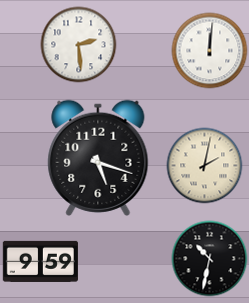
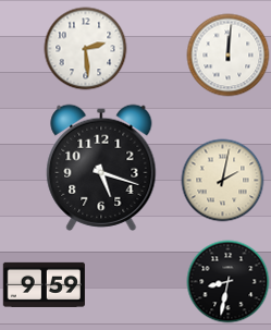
clock at (98, 158) position: (98, 158) -> (101, 168)
clock at (210, 259): 10:32 -> 8:32
